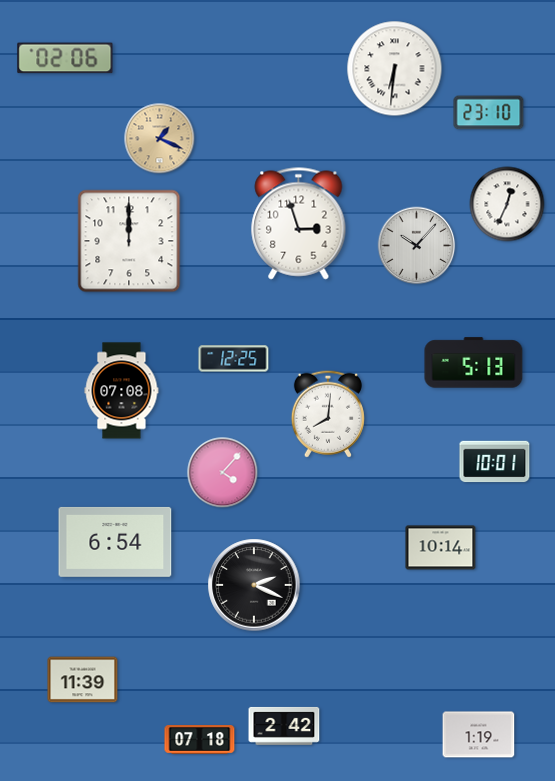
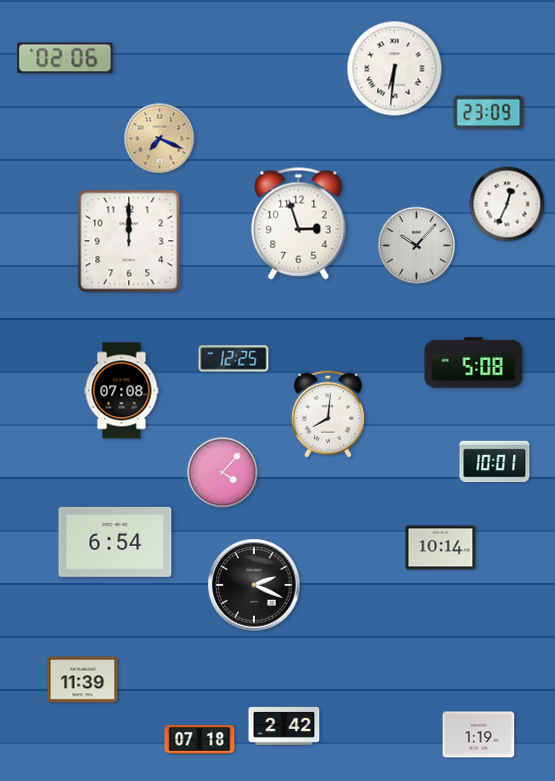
clock at (489, 113): 23:10 -> 23:09
clock at (160, 139): 1:19 -> 7:19
clock at (474, 363): 5:13 -> 5:08
